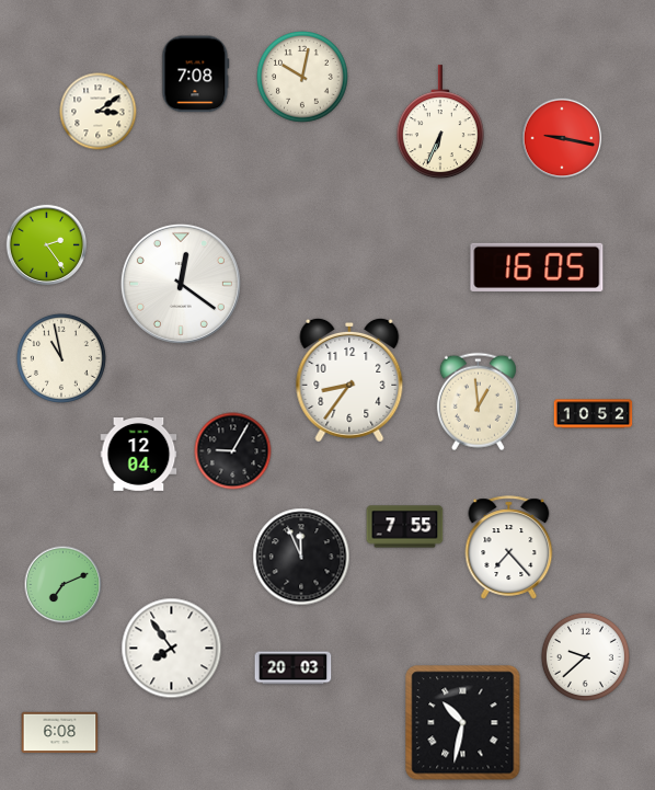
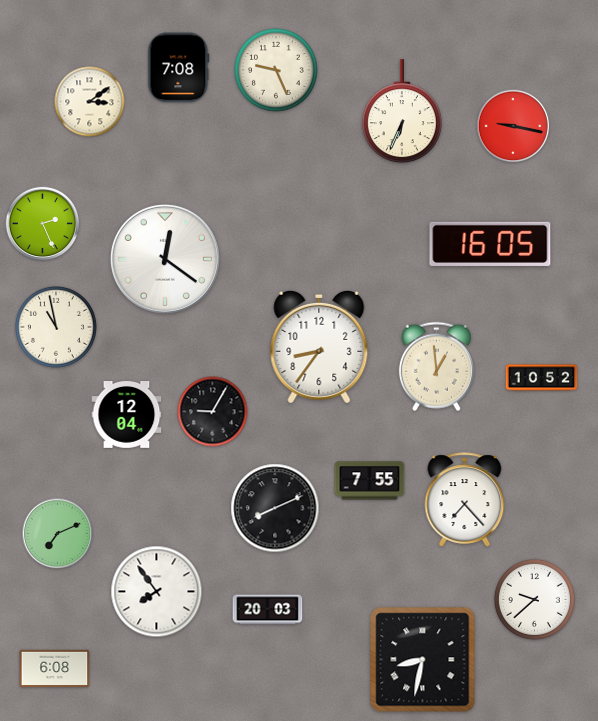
clock at (302, 77): 10:02 -> 9:26
clock at (47, 245): 2:24 -> 2:26
clock at (301, 557): 11:56 -> 8:11
clock at (463, 723): 10:32 -> 8:32
